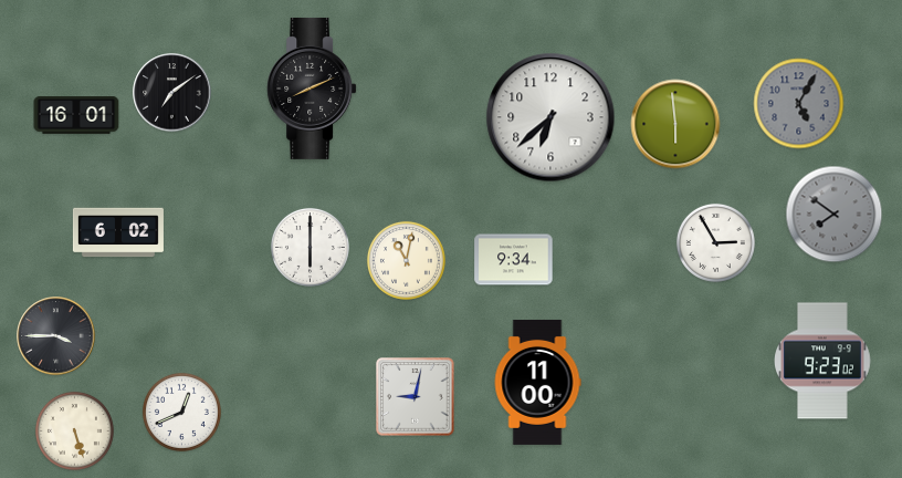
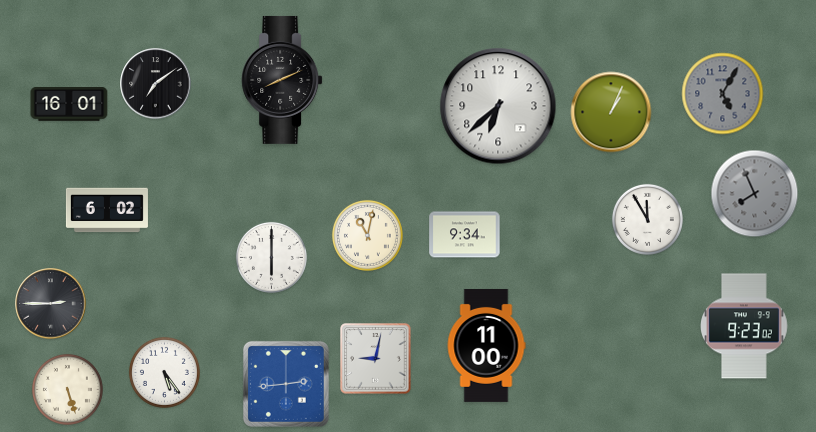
clock at (675, 124): 5:59 -> 1:04
clock at (835, 215): 7:51 -> 7:56
clock at (715, 242): 2:55 -> 11:55
clock at (310, 247) position: (310, 247) -> (271, 257)
clock at (56, 336): 3:45 -> 2:45
clock at (181, 412): 12:41 -> 5:24
clock at (286, 384): none -> 2:44
